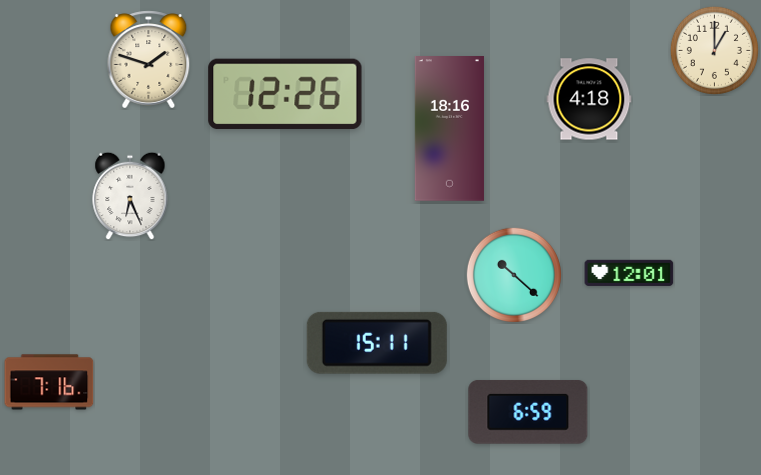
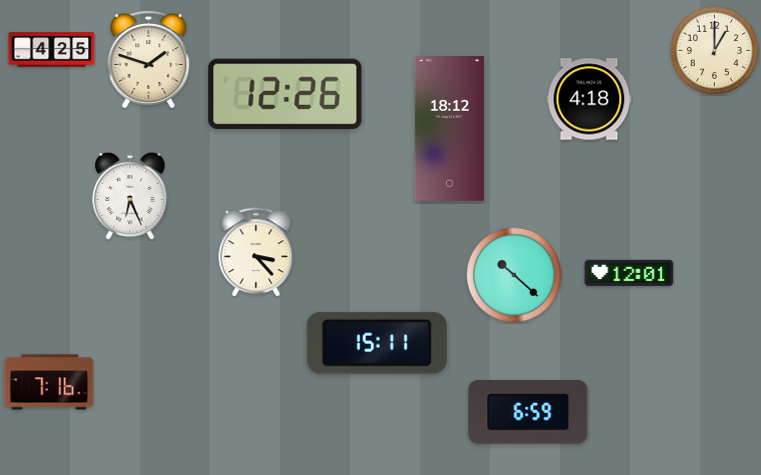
clock at (52, 50): none -> 4:25
clock at (449, 129): 18:16 -> 18:12
clock at (256, 252): none -> 3:23
